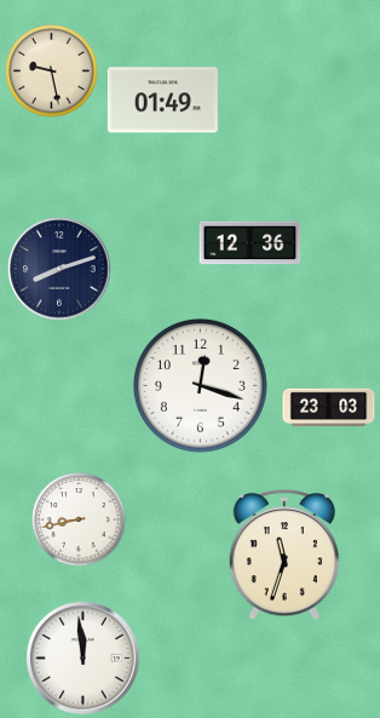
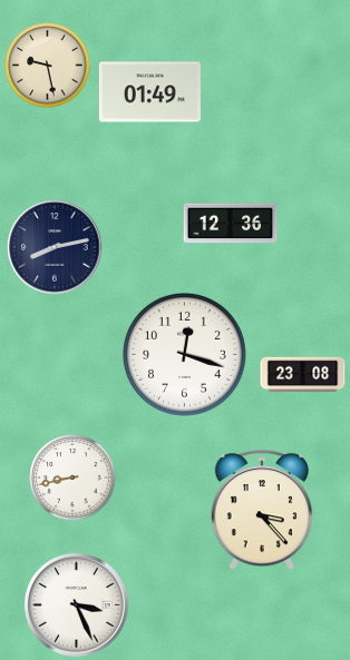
clock at (59, 269): 8:12 -> 8:13
clock at (329, 408): 23:03 -> 23:08
clock at (284, 556): 11:33 -> 3:23
clock at (84, 659): 11:59 -> 3:26
